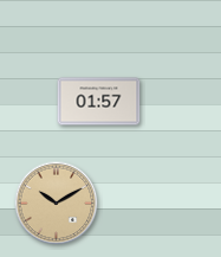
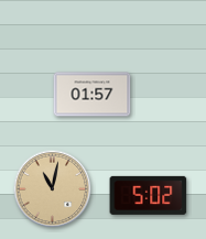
clock at (57, 204): 10:10 -> 11:02
clock at (149, 195): none -> 5:02
